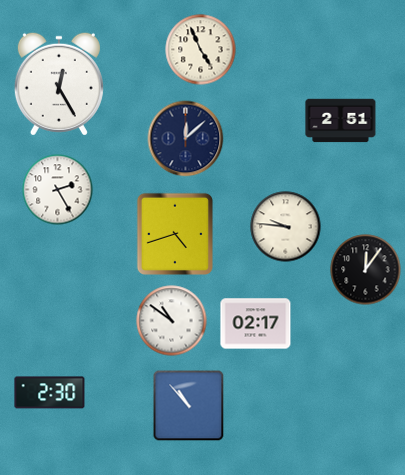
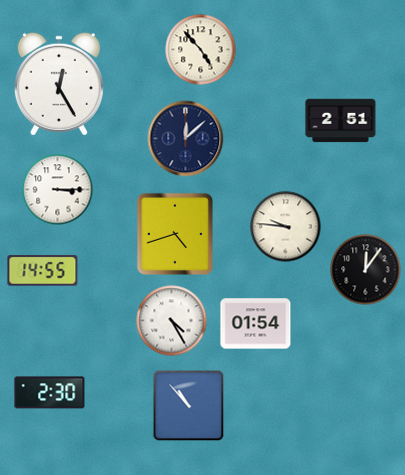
clock at (201, 50): 4:56 -> 4:53
clock at (58, 190): 2:25 -> 3:15
clock at (43, 271): none -> 14:55
clock at (172, 321): 10:51 -> 4:25
clock at (256, 324): 02:17 -> 01:54
